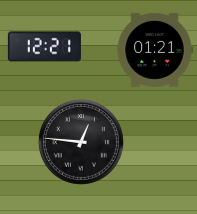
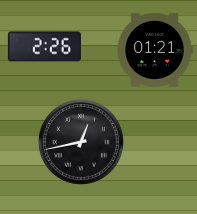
clock at (44, 47): 12:21 -> 2:26
clock at (81, 142): 12:46 -> 12:43
